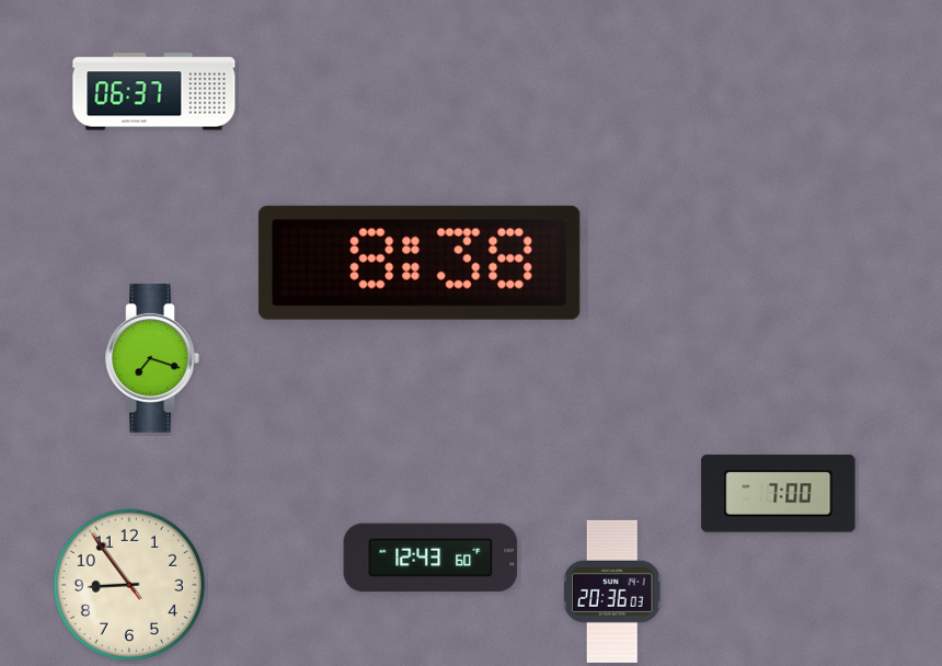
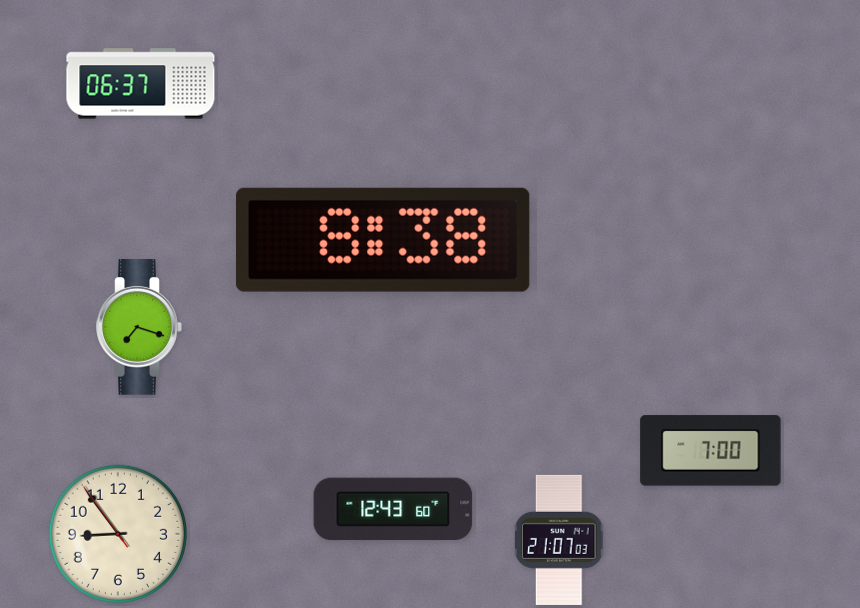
clock at (613, 592): 20:36 -> 21:07
